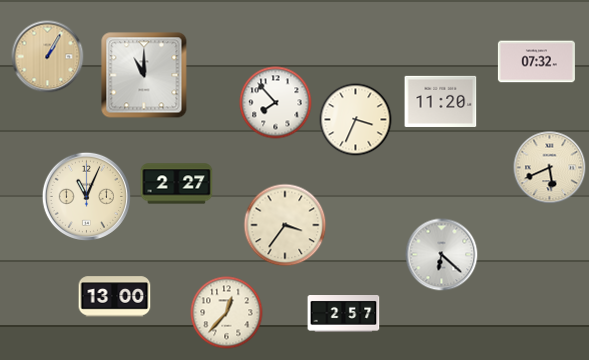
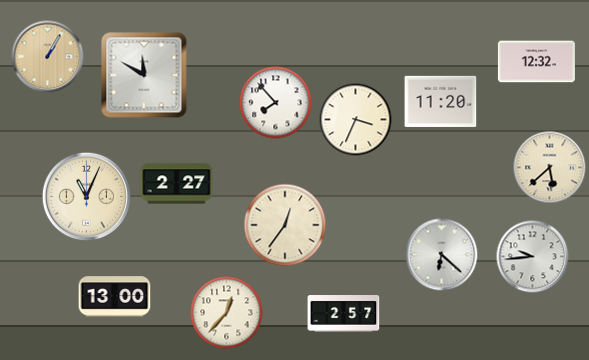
clock at (536, 62): 07:32 -> 12:32
clock at (144, 75): 11:00 -> 11:50
clock at (550, 168): 5:41 -> 5:38
clock at (285, 225): 3:36 -> 12:36
clock at (533, 257): none -> 9:44
